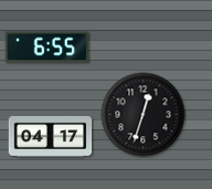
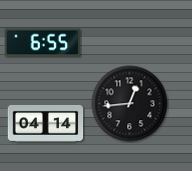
clock at (144, 115): 12:33 -> 12:44
clock at (51, 136): 04:17 -> 04:14
